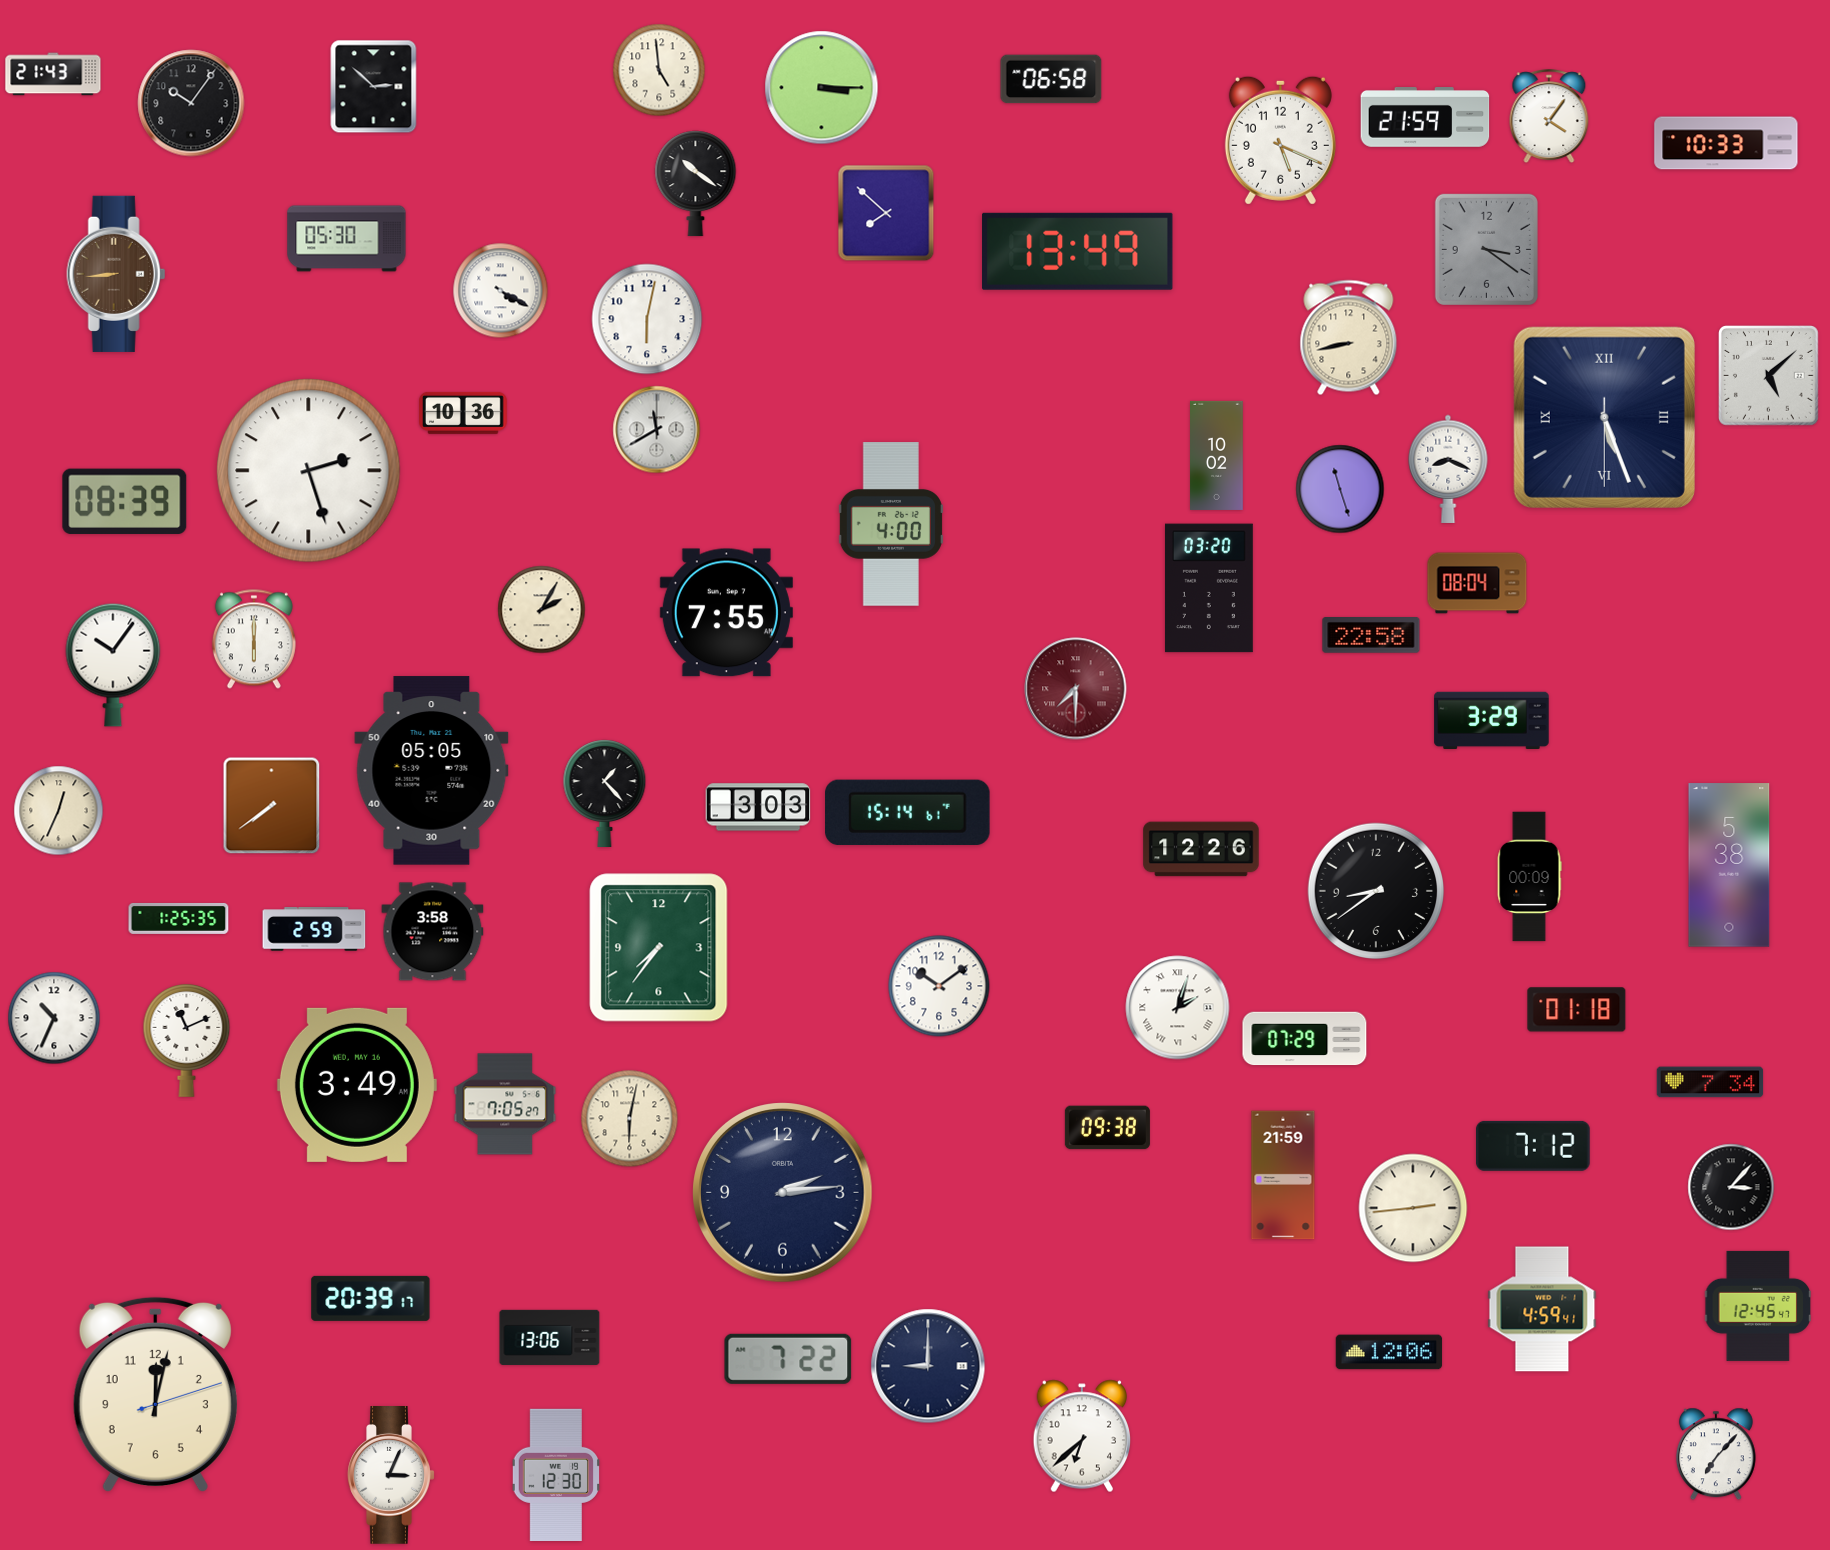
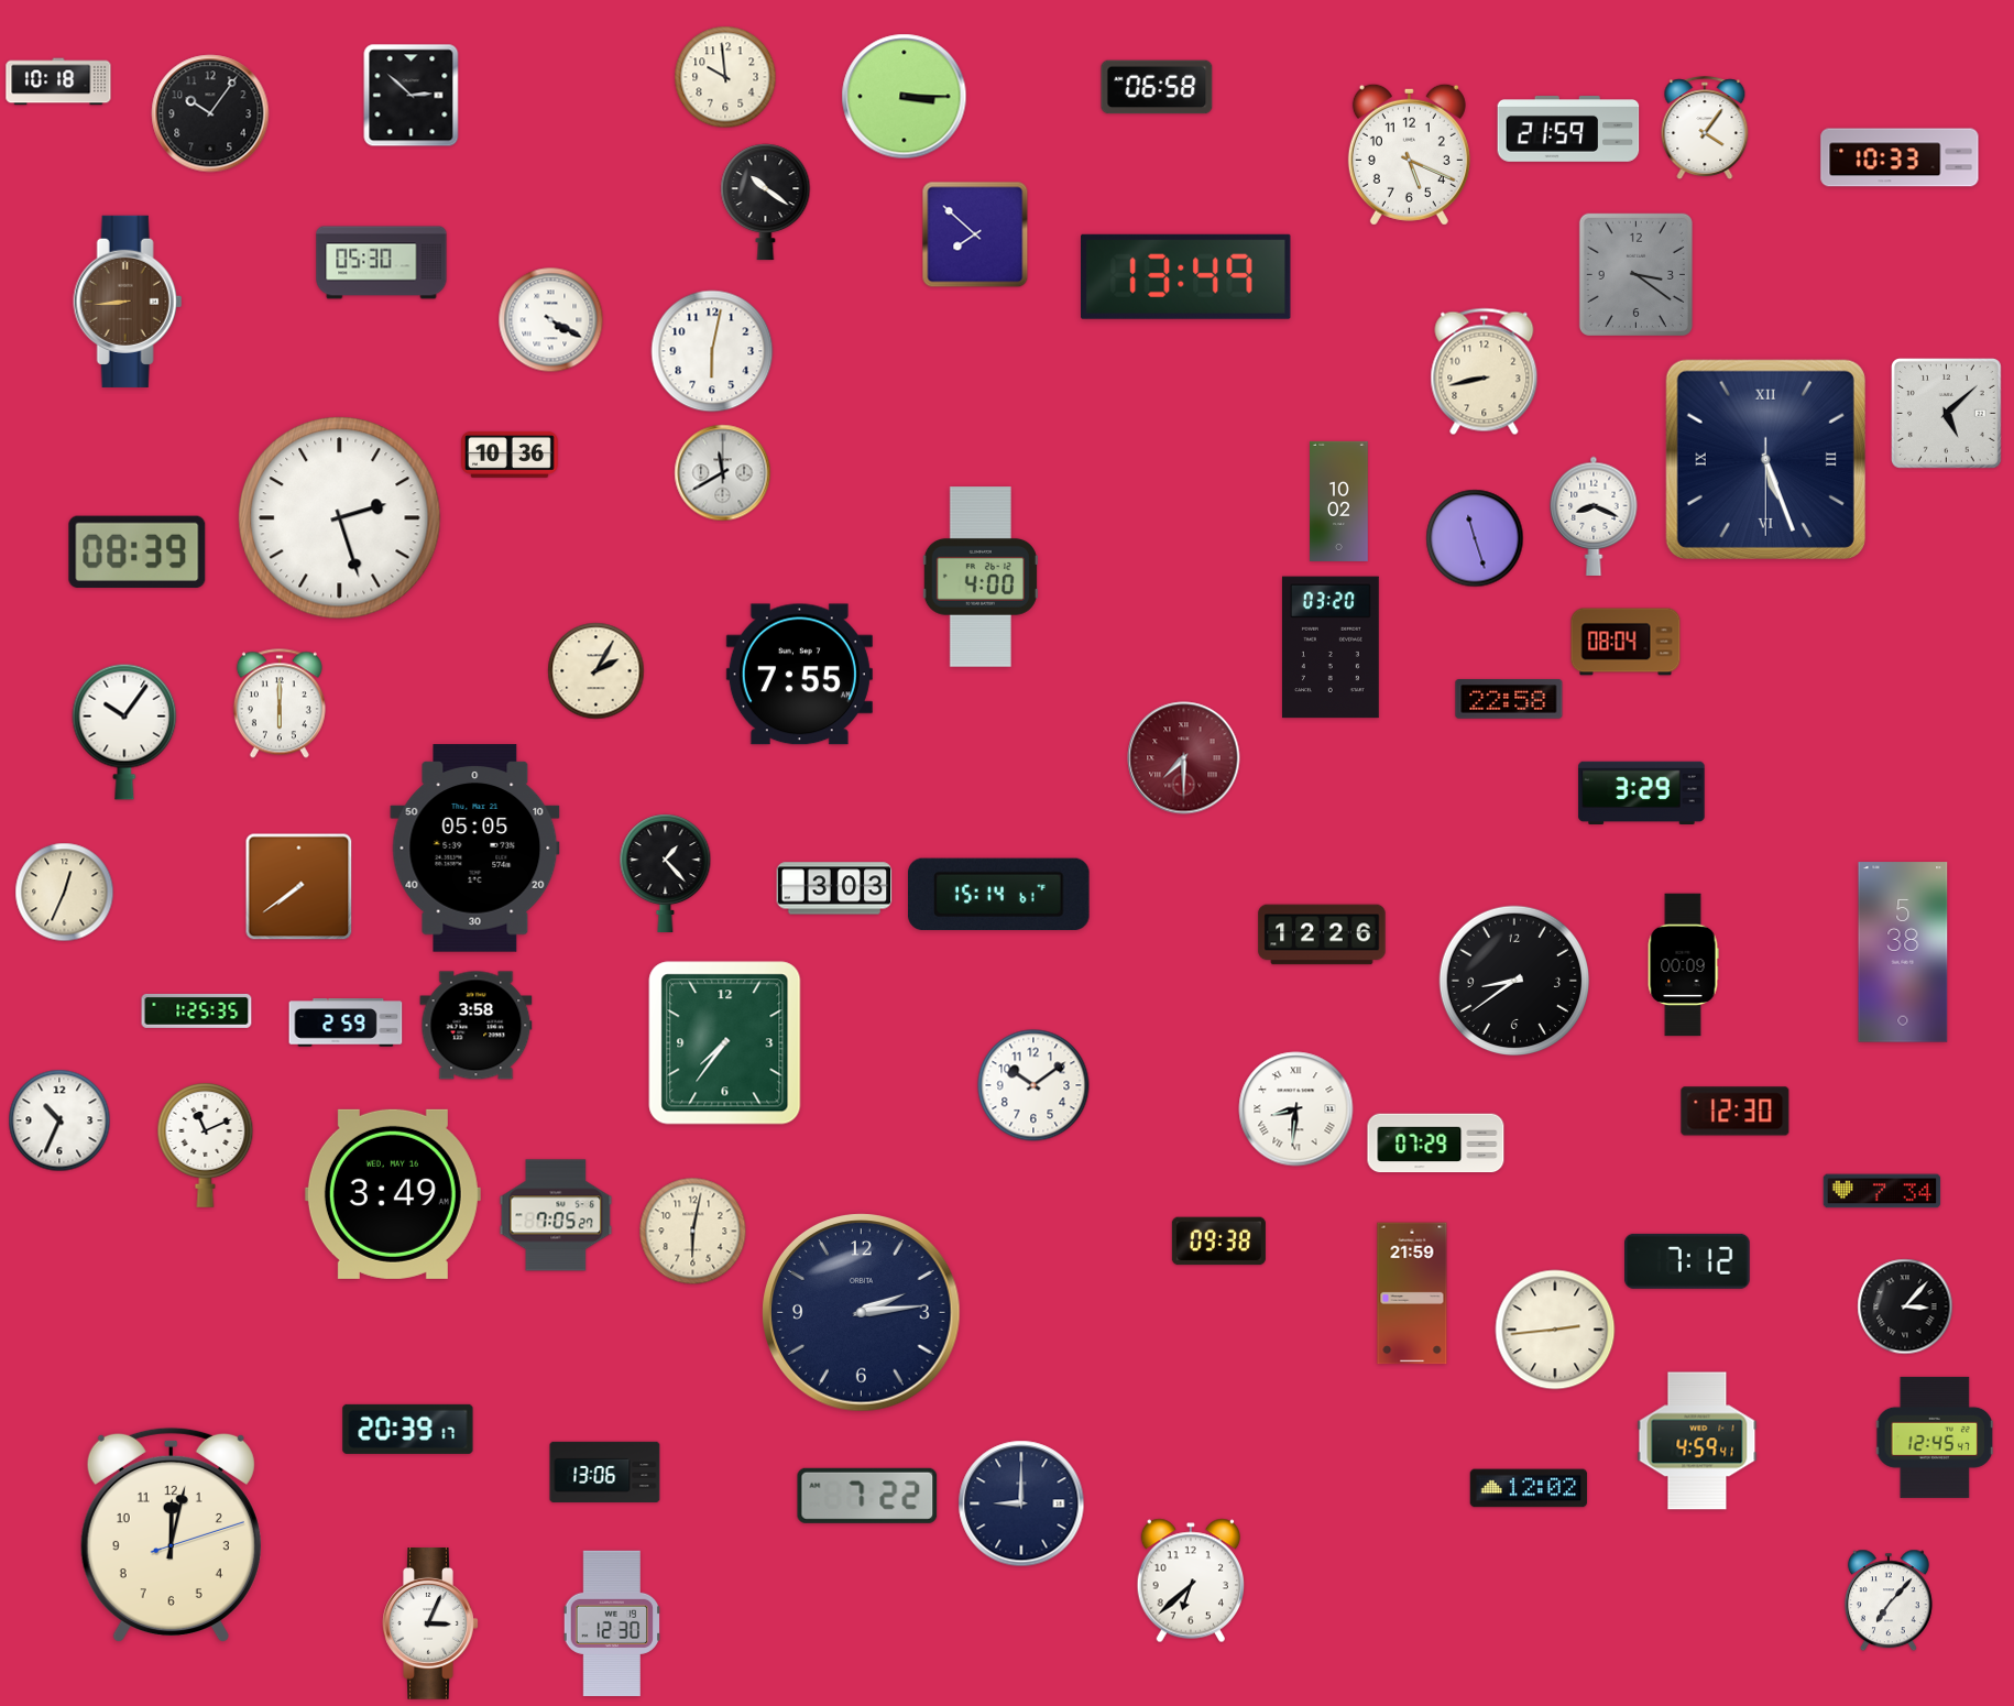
clock at (659, 70): 4:59 -> 9:59
clock at (53, 74): 21:43 -> 10:18
clock at (1178, 1008): 2:03 -> 8:31
clock at (1577, 1010): 01:18 -> 12:30
clock at (1389, 1352): 12:06 -> 12:02
